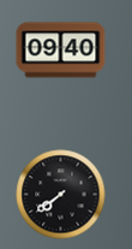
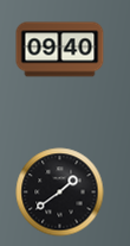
clock at (61, 195): 7:39 -> 1:39
